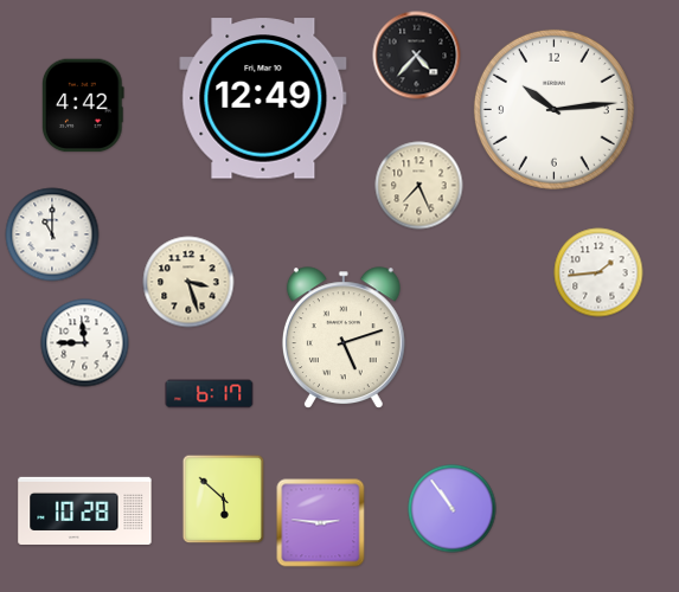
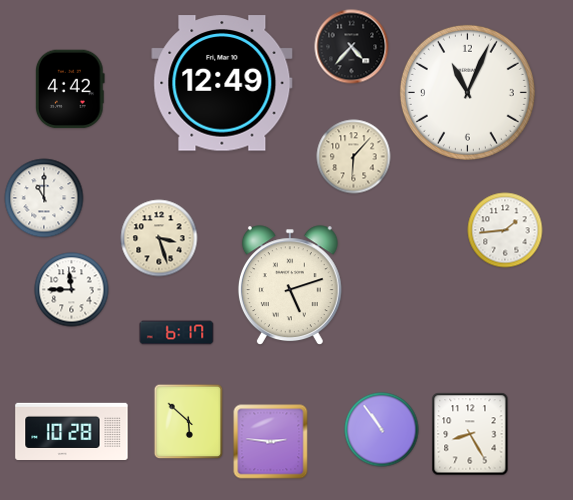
clock at (553, 109): 10:14 -> 11:04
clock at (419, 186): 7:26 -> 6:07
clock at (470, 434): none -> 8:25
